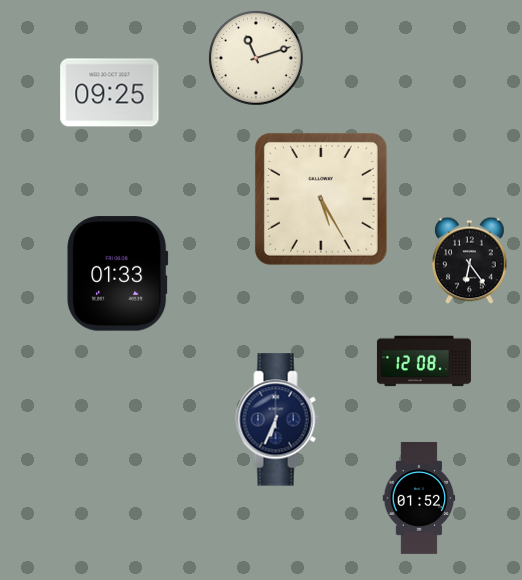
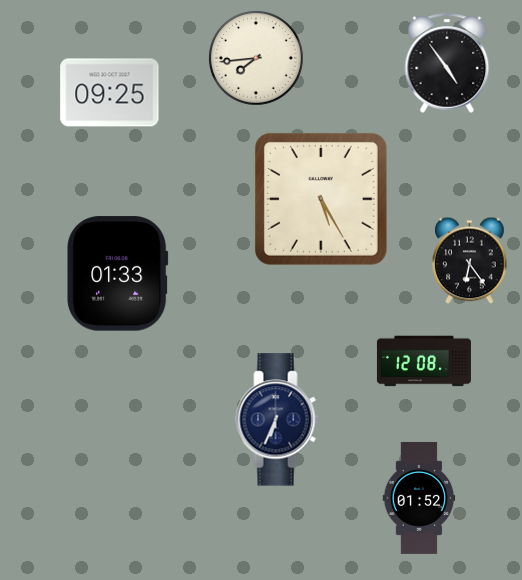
clock at (256, 58): 11:12 -> 7:44
clock at (447, 63): none -> 4:54
